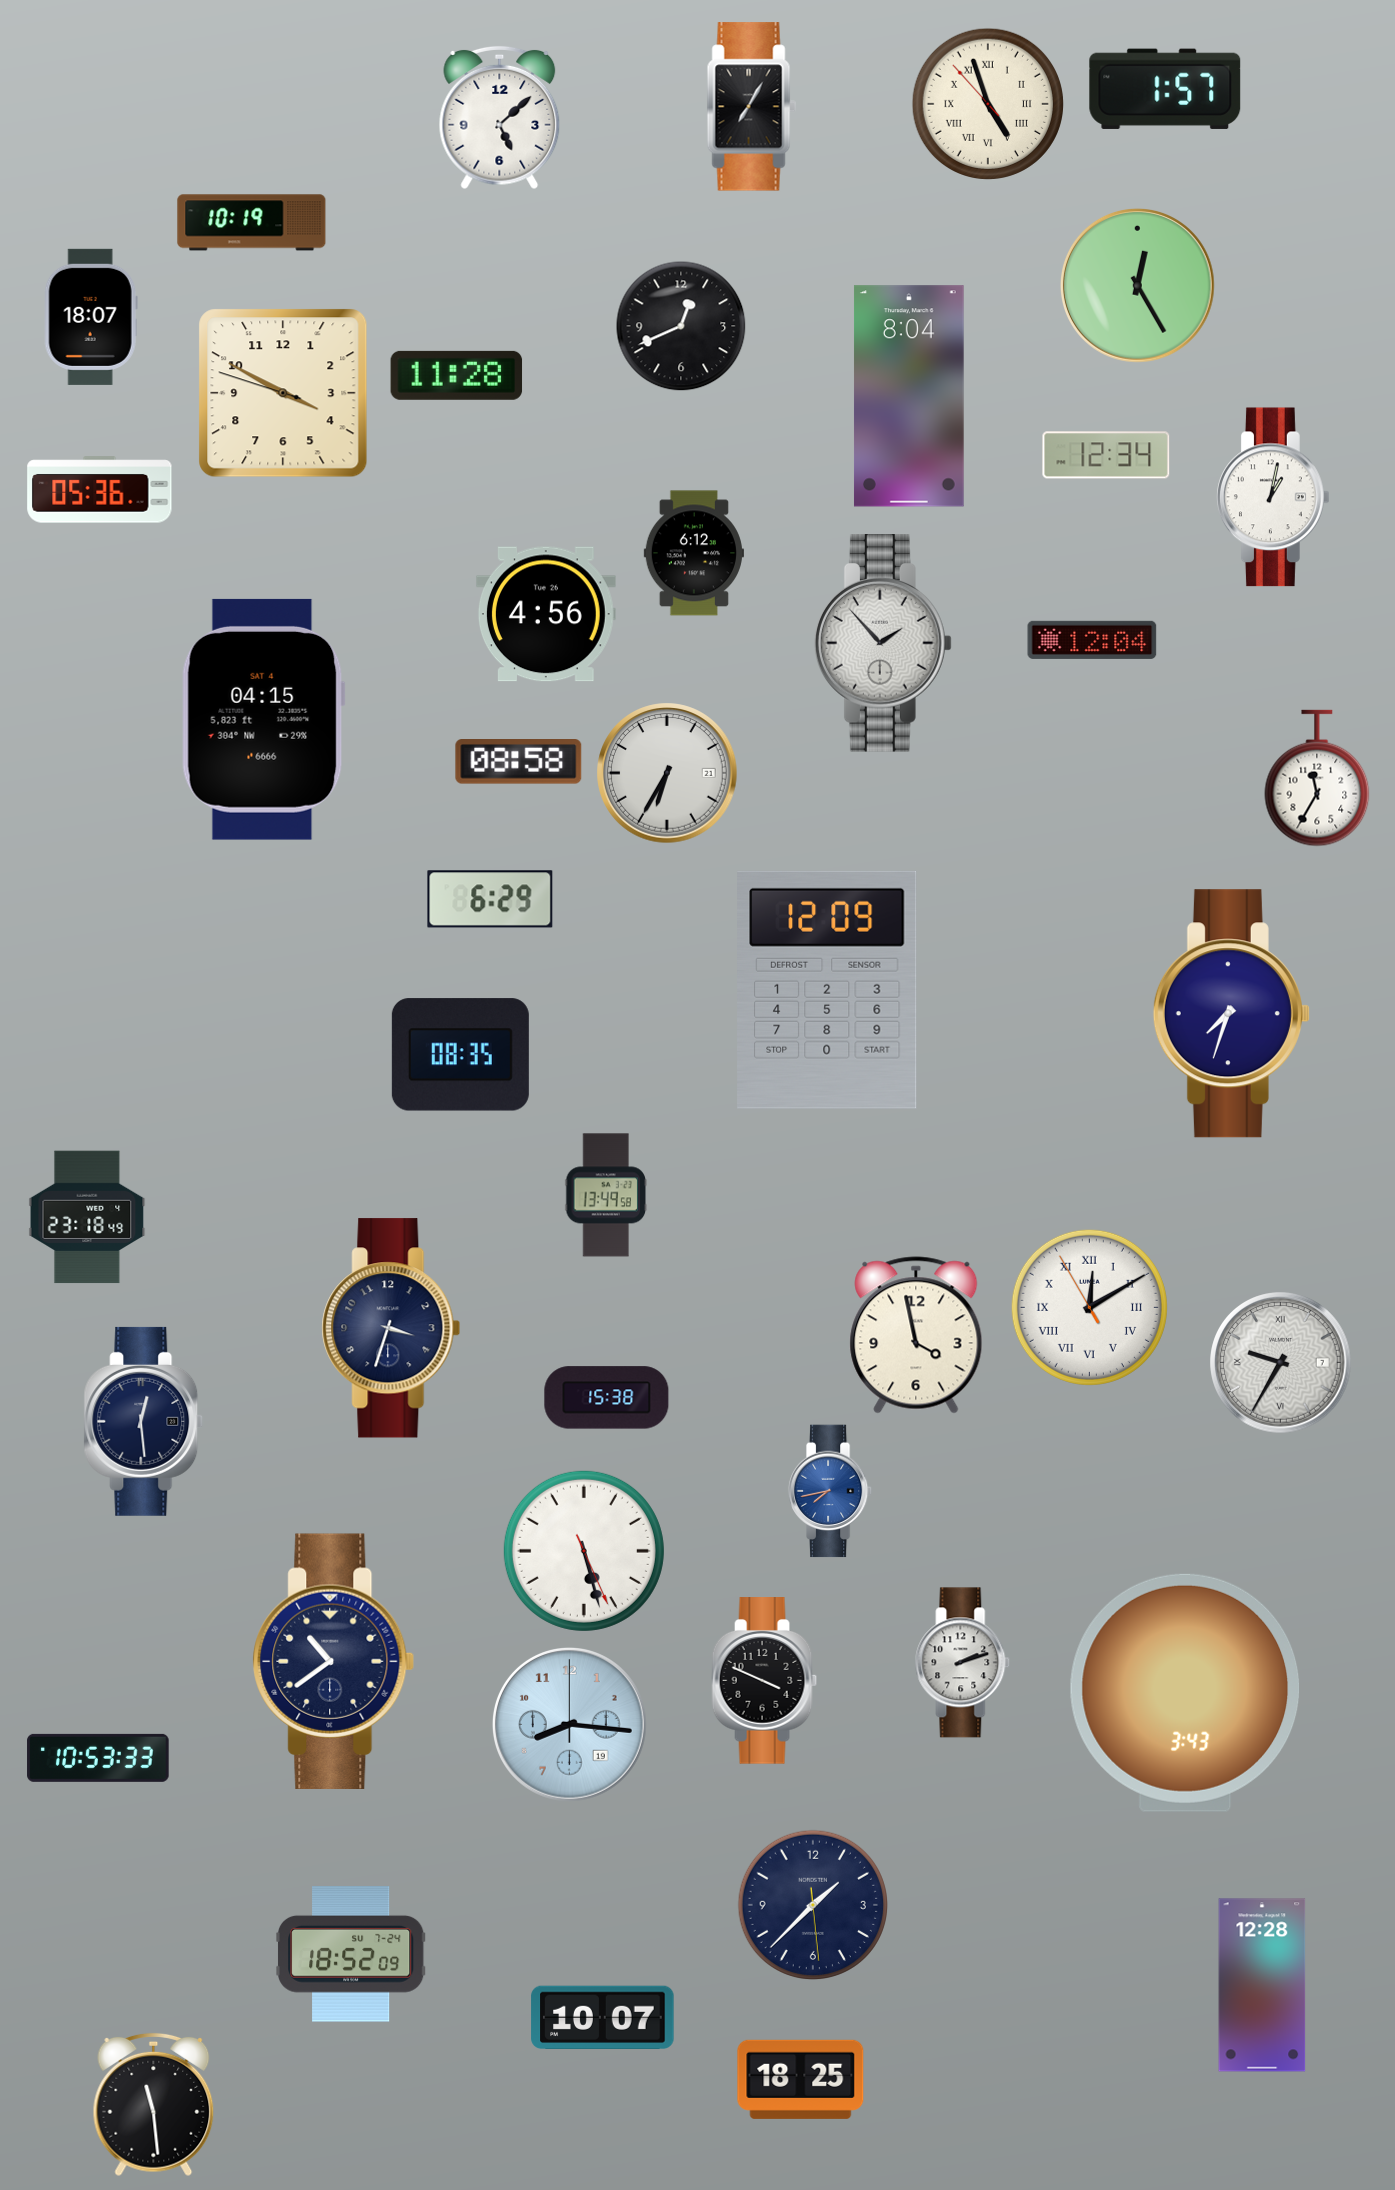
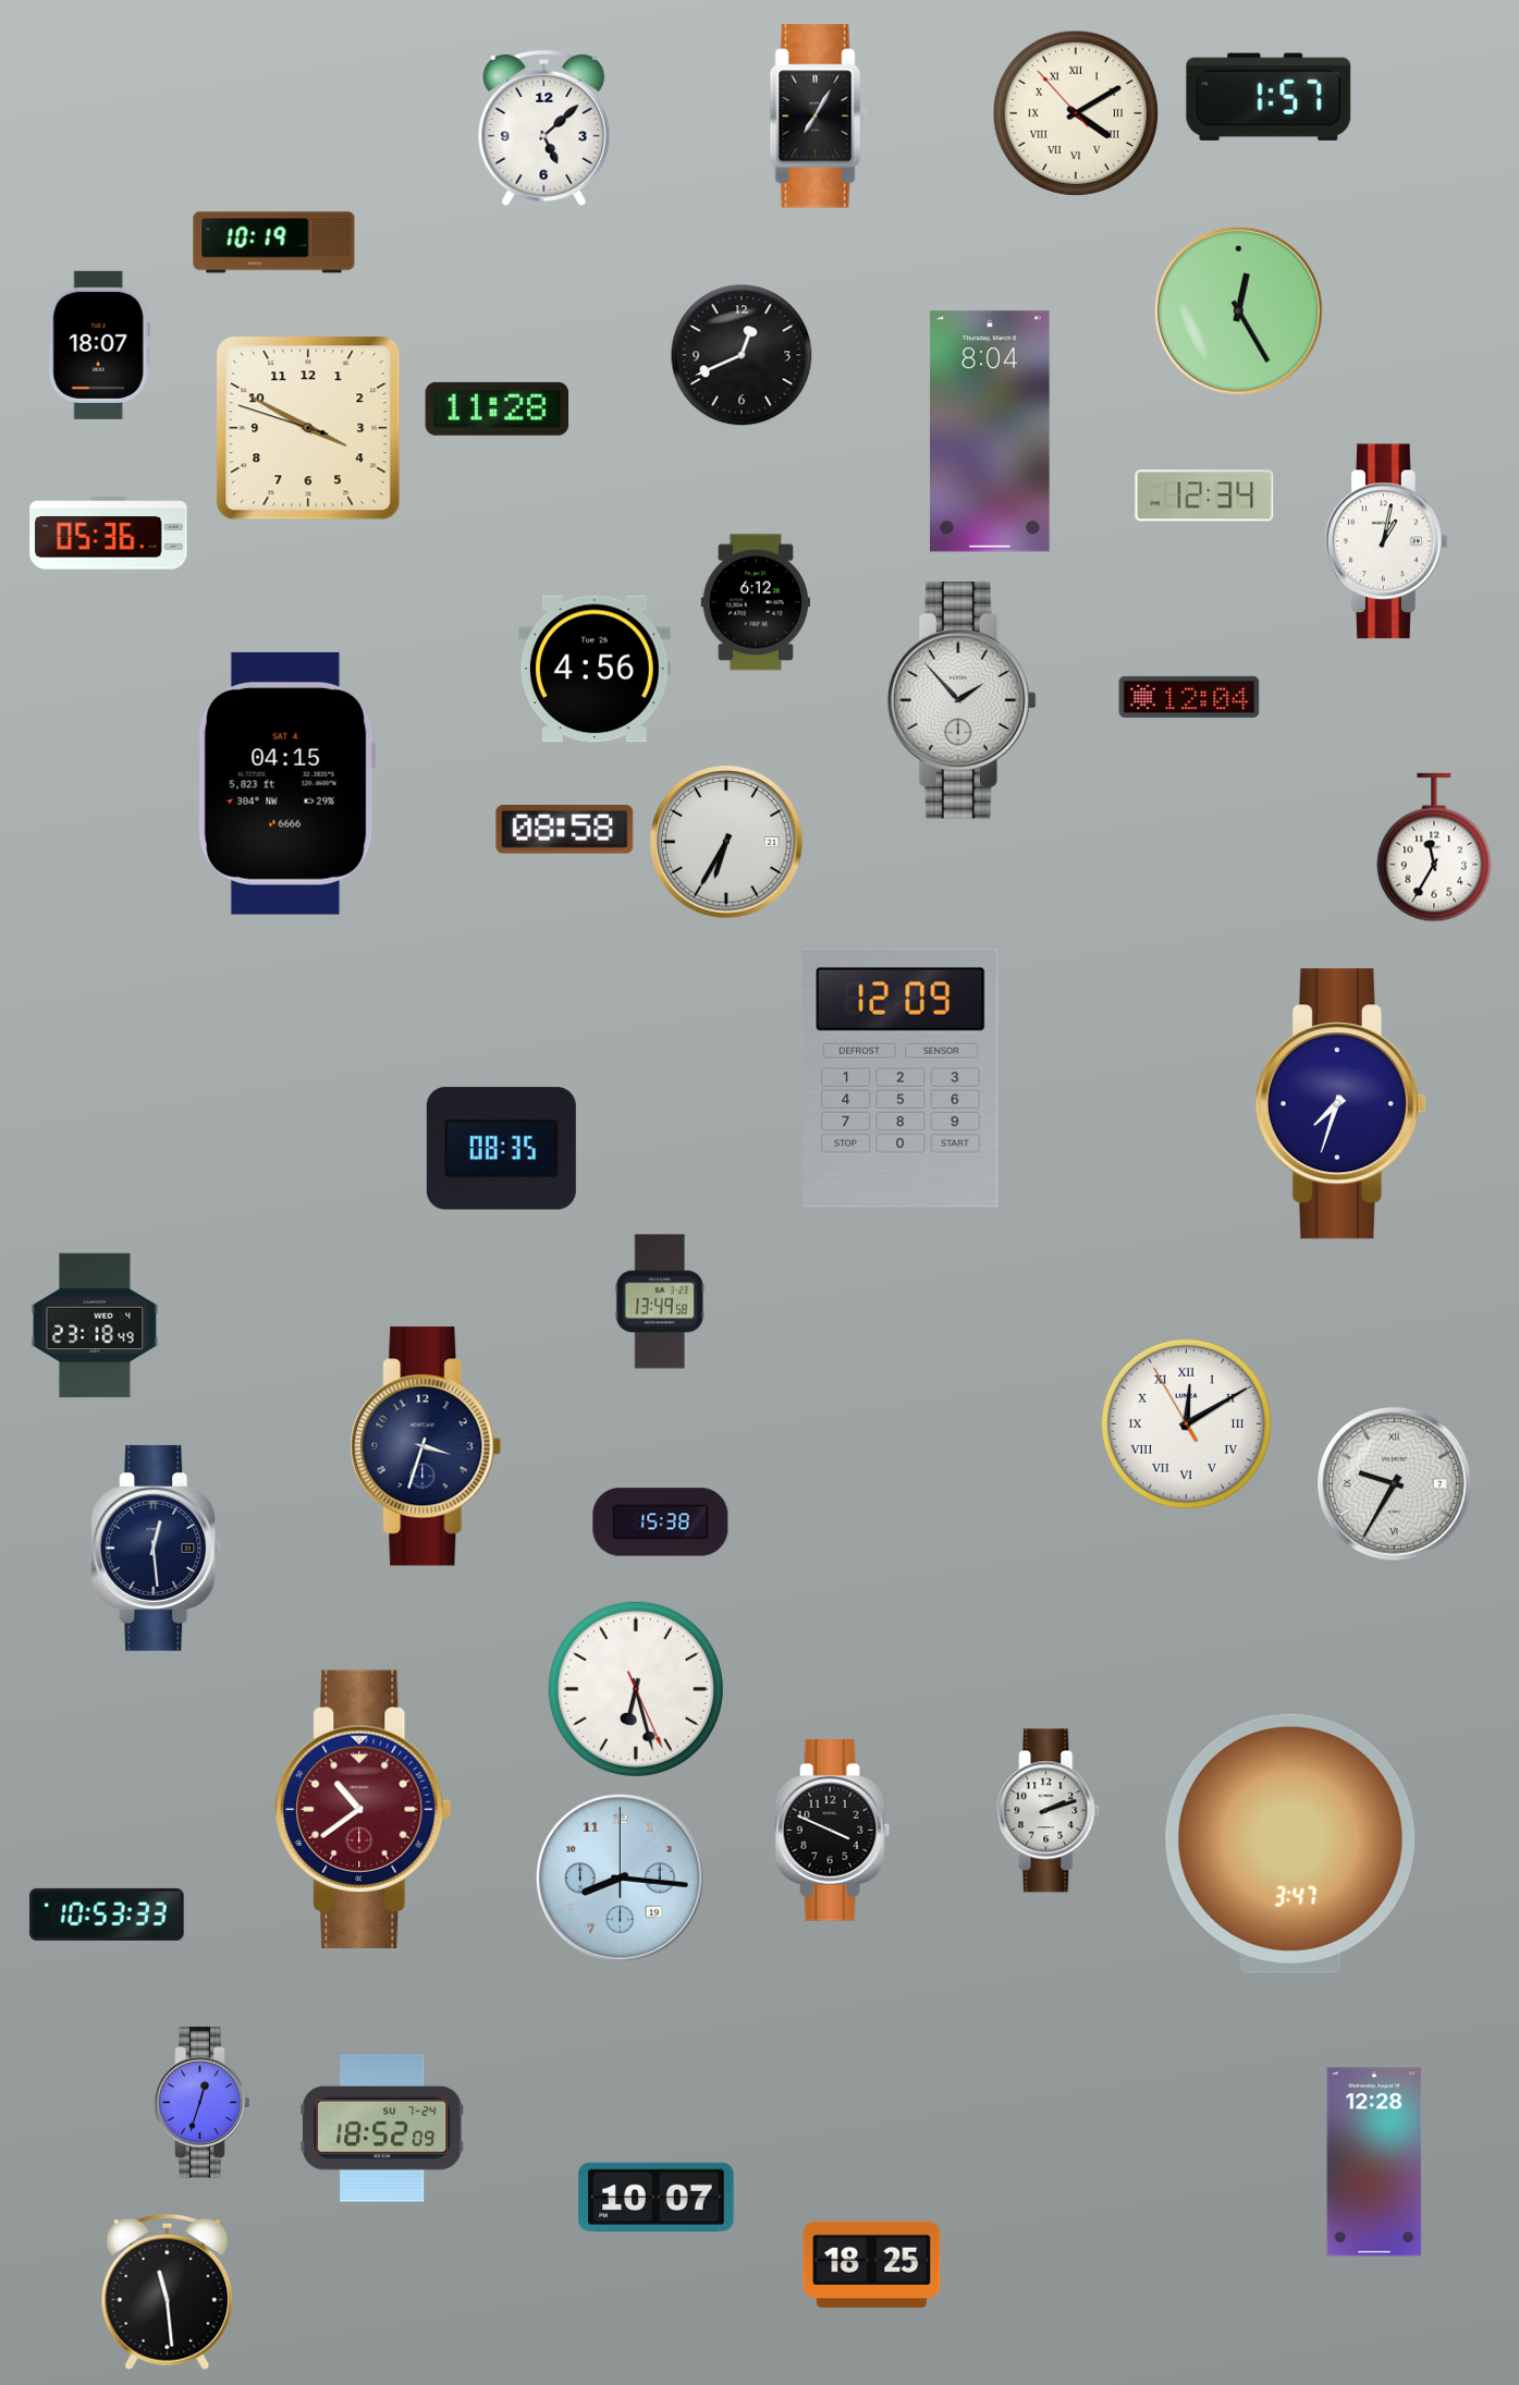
clock at (988, 104): 4:56 -> 4:09
clock at (490, 899): 6:29 -> none
clock at (916, 1335): 3:58 -> none
clock at (830, 1491): 7:43 -> none
clock at (584, 1551): 5:27 -> 6:27
clock at (334, 1661) dial: navy -> burgundy
clock at (1185, 1693): 3:43 -> 3:47
clock at (812, 1904): 1:37 -> none
clock at (203, 2102): none -> 12:33
